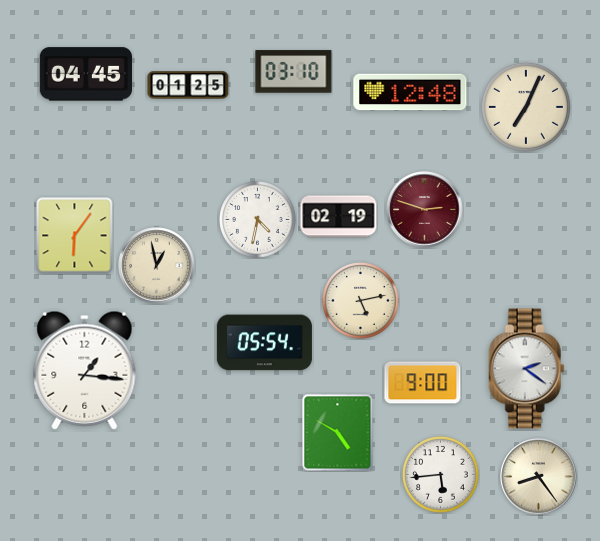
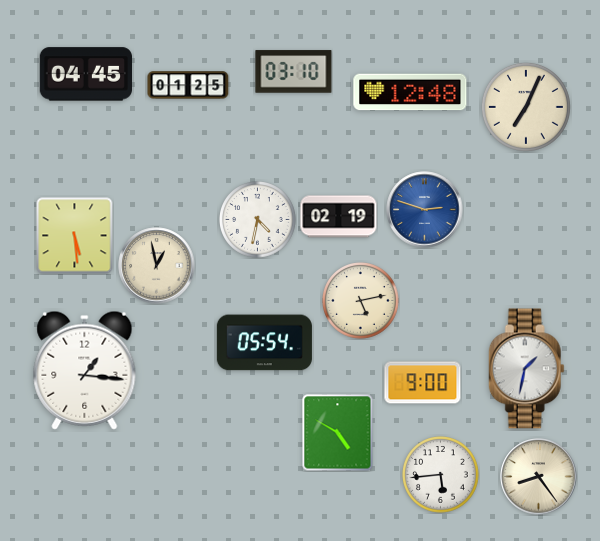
clock at (425, 210) dial: burgundy -> blue
clock at (75, 236): 6:06 -> 5:29
clock at (526, 369): 2:21 -> 1:32
